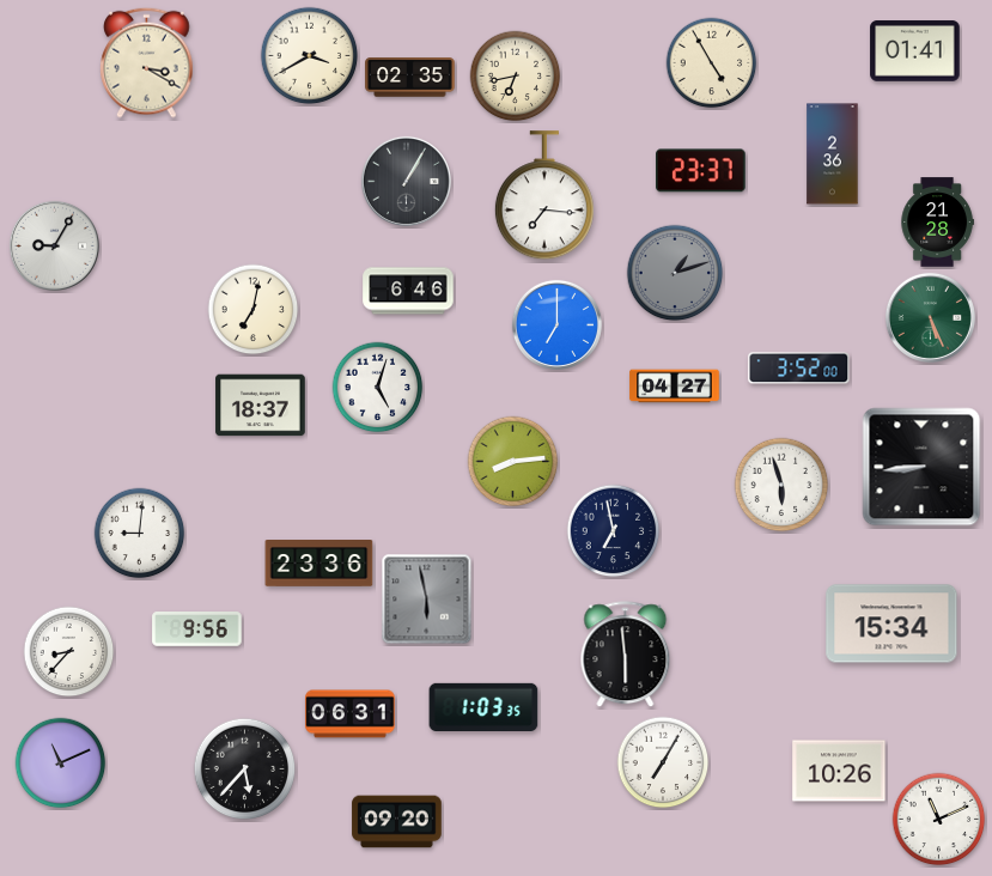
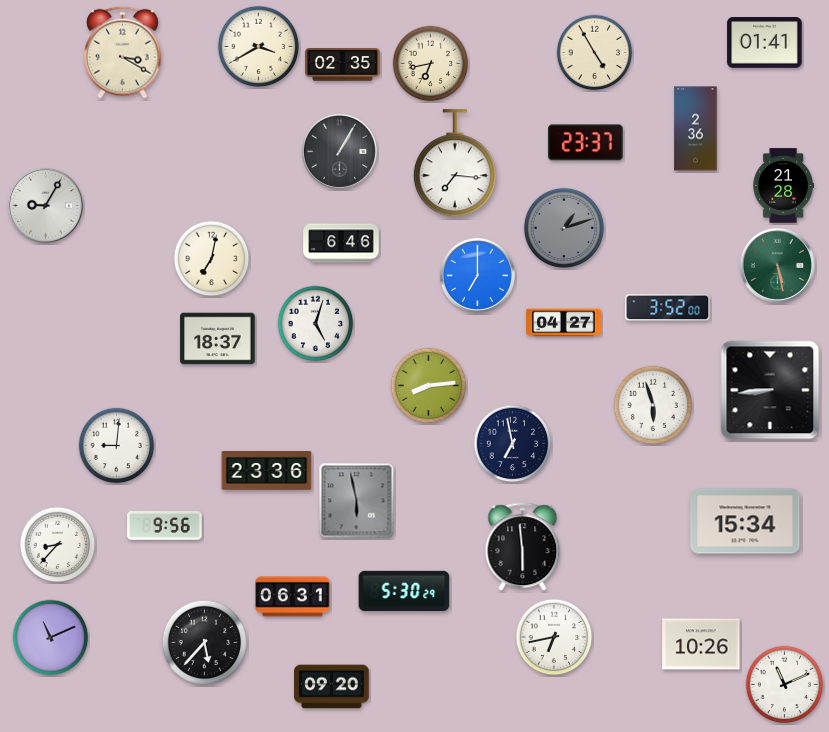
clock at (930, 317): 5:26 -> 5:28
clock at (556, 324) position: (556, 324) -> (477, 275)
clock at (483, 706): 1:03 -> 5:30
clock at (663, 762): 7:05 -> 6:43
